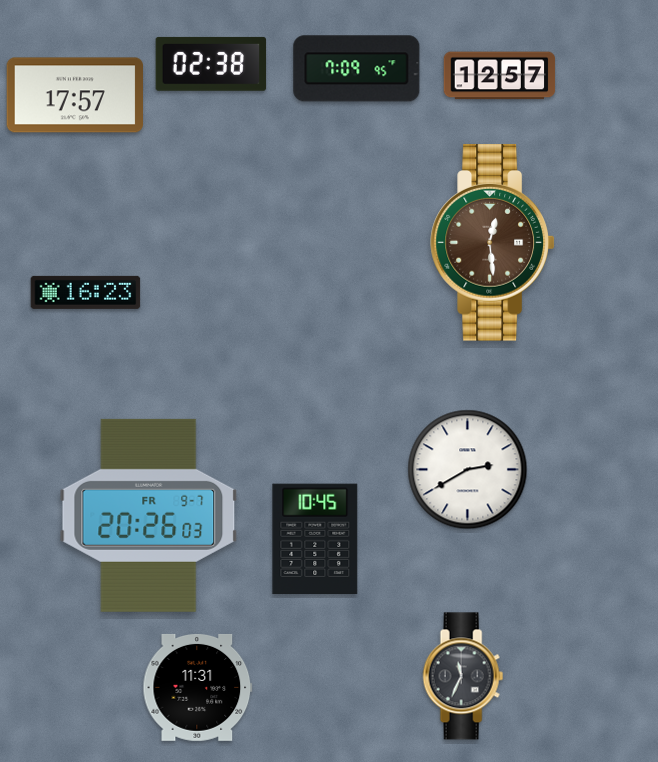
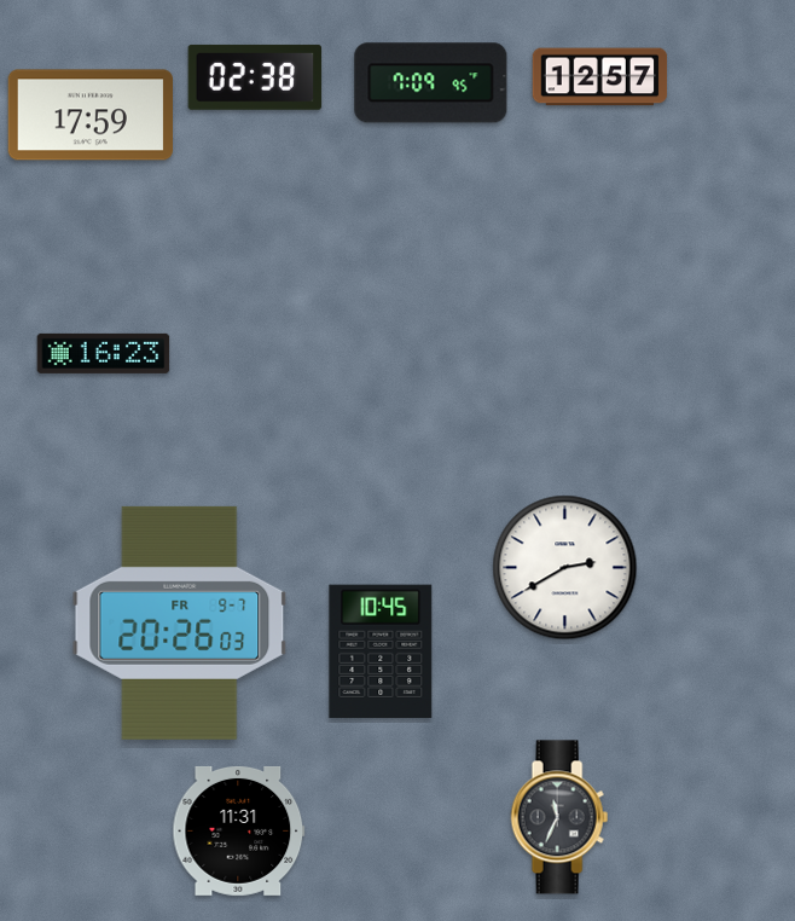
clock at (500, 76) position: (500, 76) -> (600, 77)
clock at (74, 95): 17:57 -> 17:59
clock at (493, 243): 12:29 -> none
